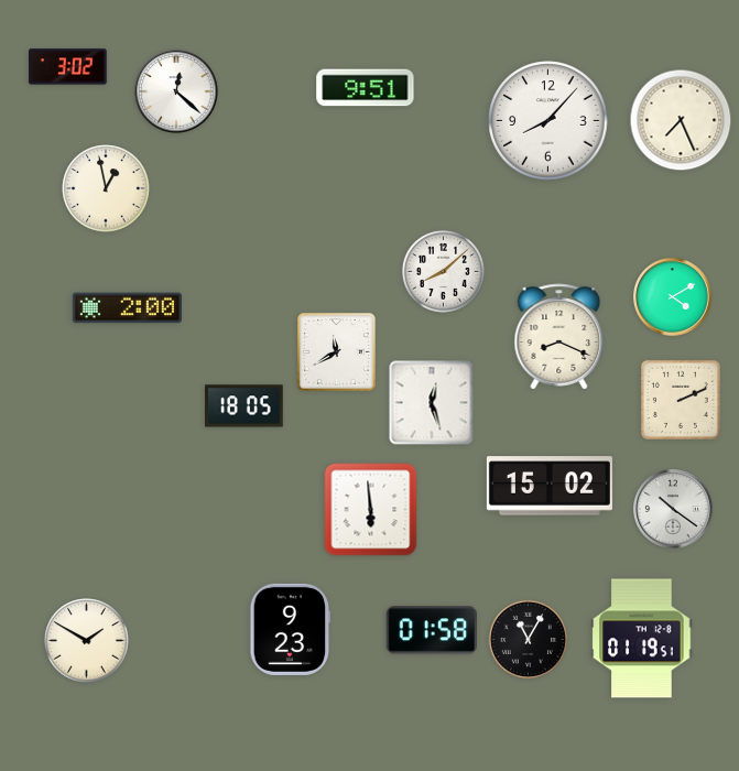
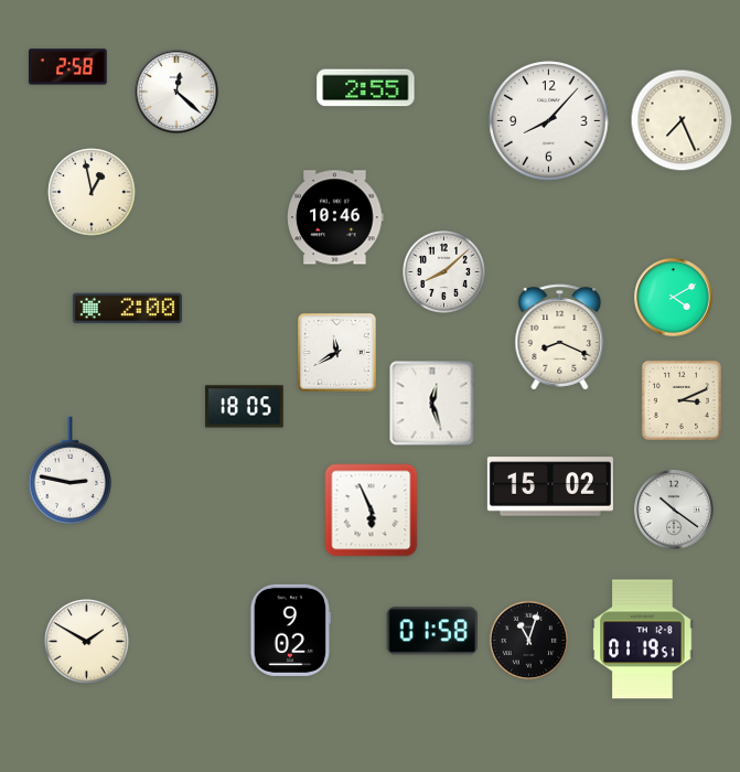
clock at (68, 67): 3:02 -> 2:58
clock at (366, 88): 9:51 -> 2:55
clock at (106, 188) position: (106, 188) -> (92, 192)
clock at (335, 217): none -> 10:46
clock at (681, 400): 2:11 -> 3:11
clock at (71, 471): none -> 2:47
clock at (371, 510): 5:59 -> 5:56
clock at (291, 629): 9:23 -> 9:02
clock at (528, 639): 11:05 -> 11:03
